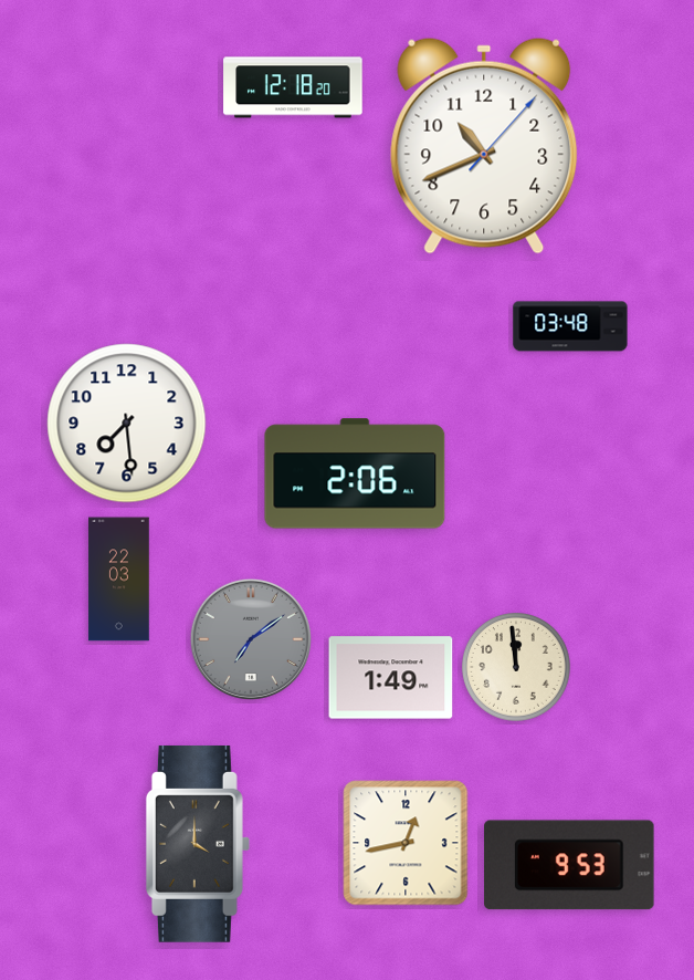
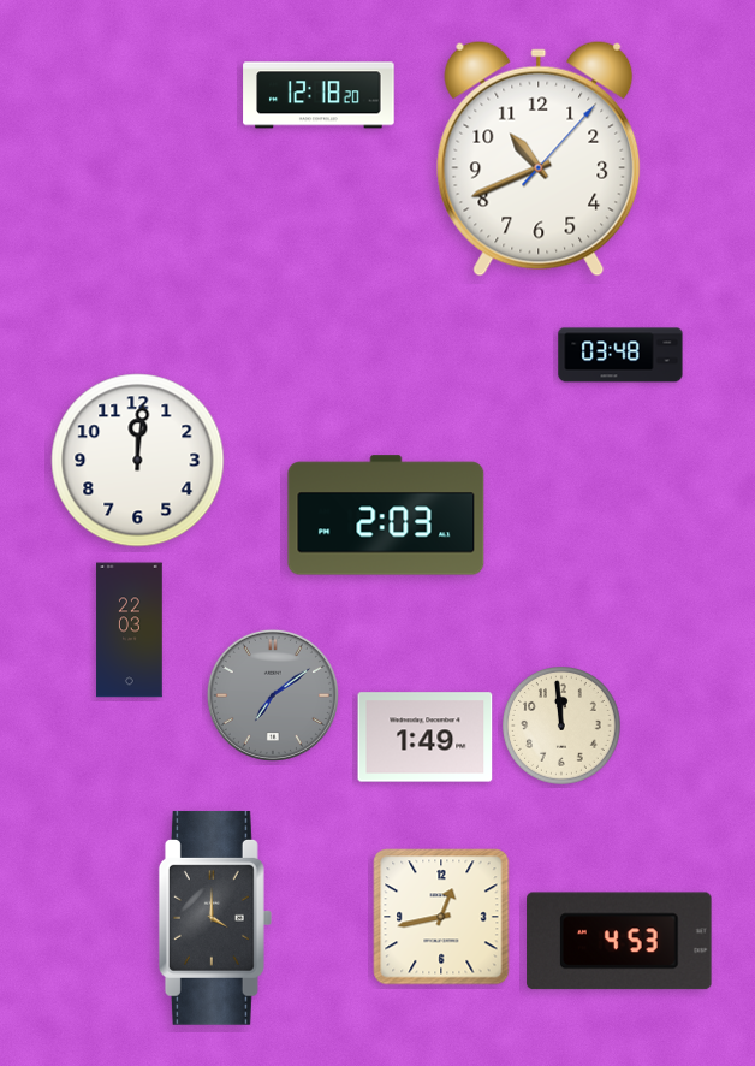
clock at (484, 146) position: (484, 146) -> (539, 159)
clock at (127, 424): 7:29 -> 12:01
clock at (355, 473): 2:06 -> 2:03
clock at (569, 865): 9:53 -> 4:53
